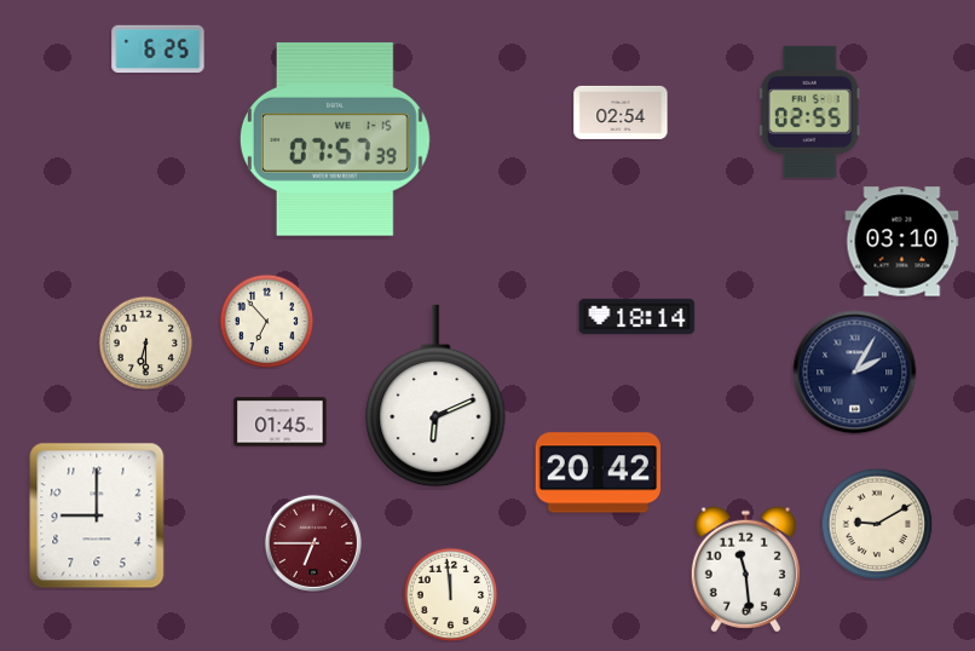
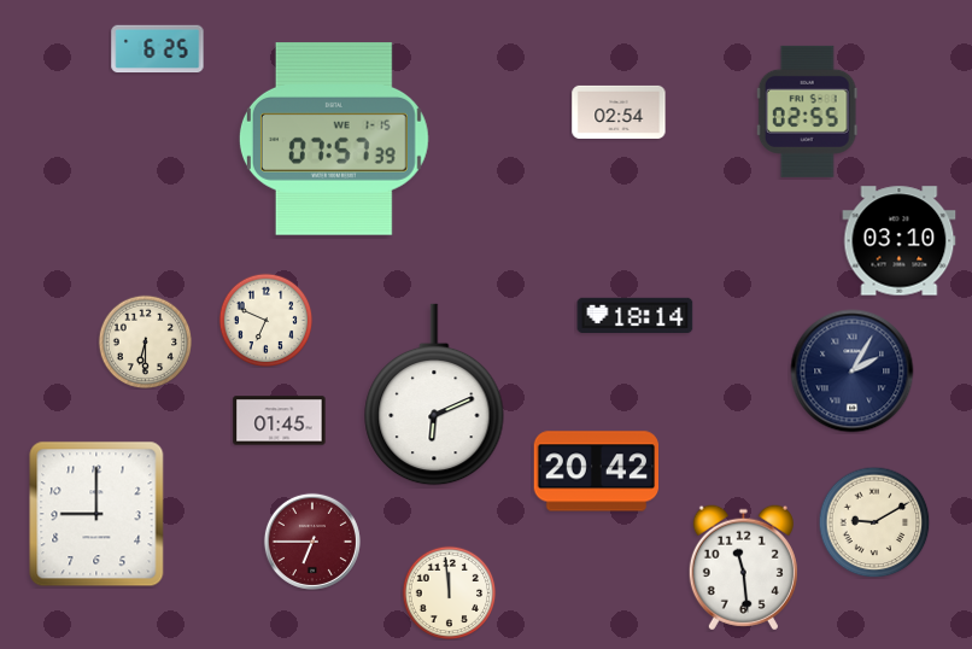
clock at (266, 321): 6:53 -> 6:49
